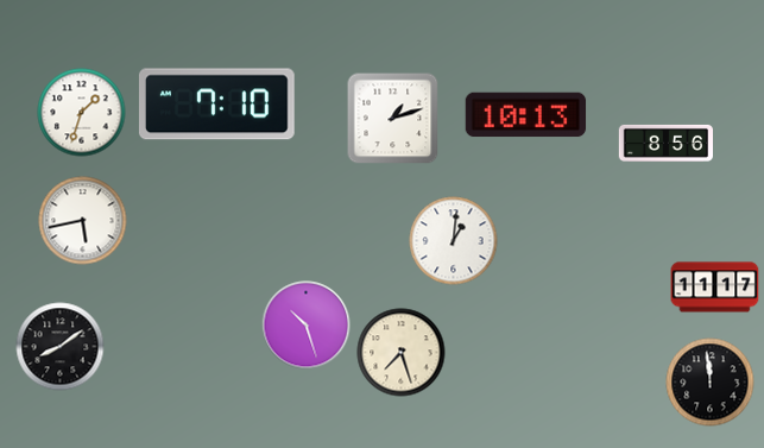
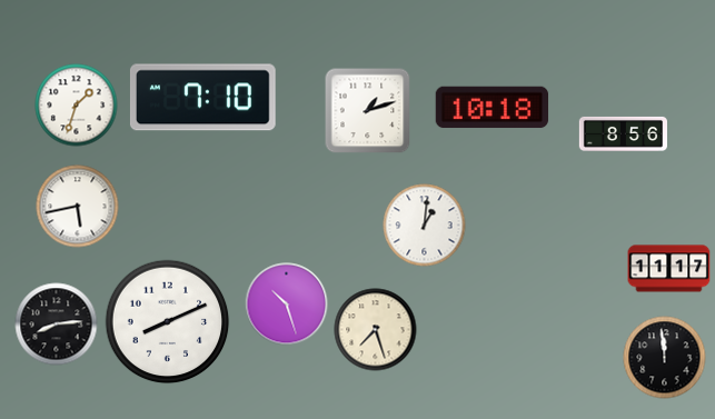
clock at (526, 115): 10:13 -> 10:18
clock at (168, 322): none -> 8:11
clock at (61, 347): 8:09 -> 8:14
